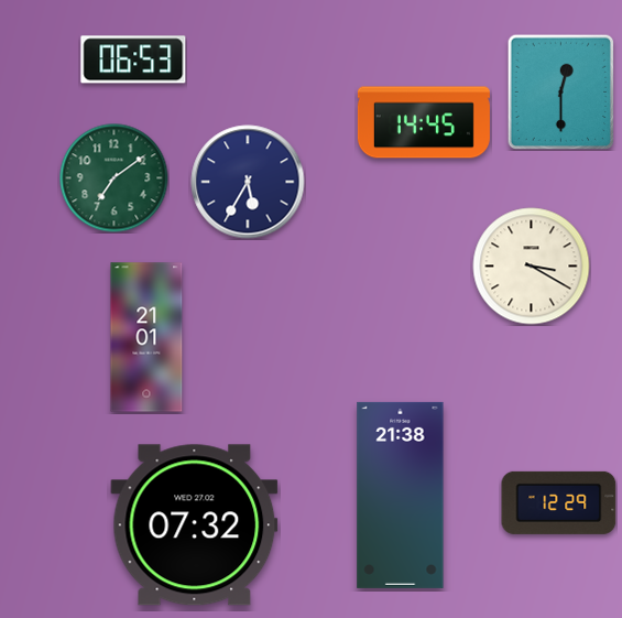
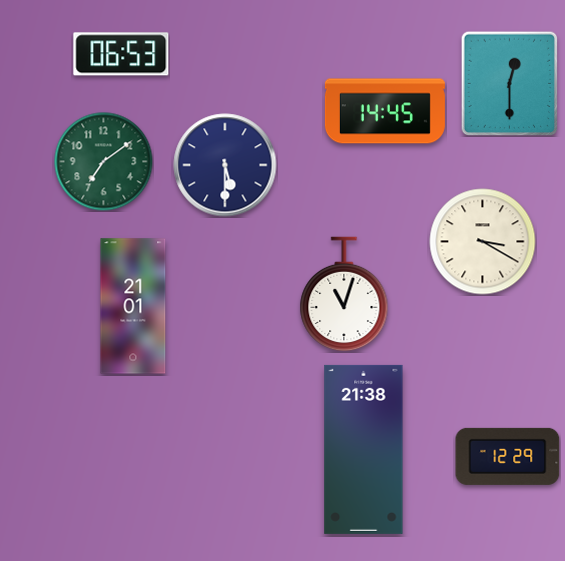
clock at (248, 182): 5:35 -> 5:30
clock at (344, 294): none -> 11:03
clock at (195, 525): 07:32 -> none
